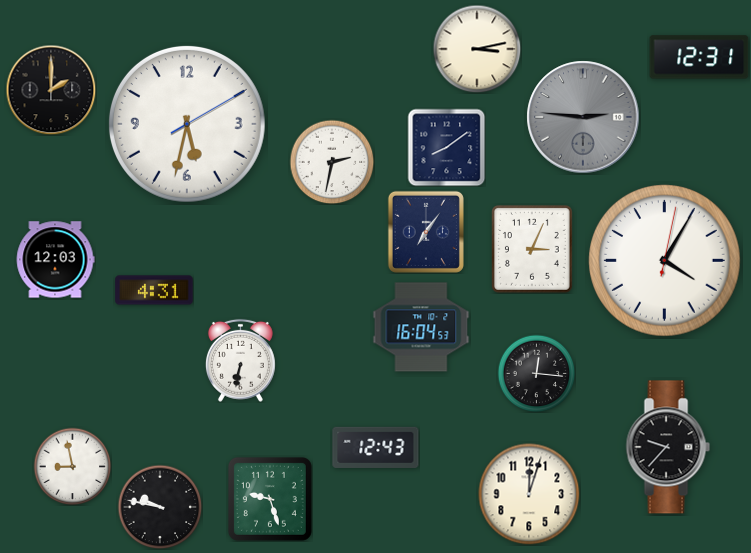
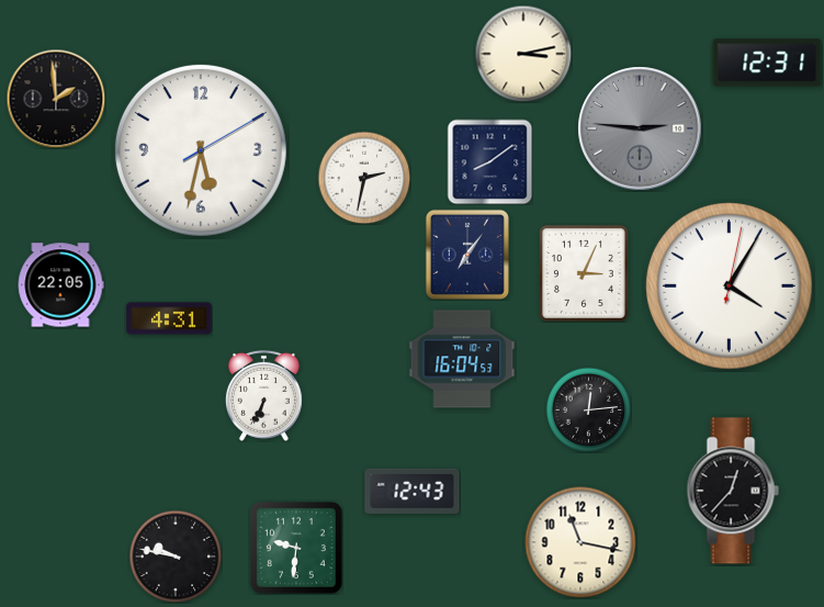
clock at (51, 90): 2:00 -> 1:59
clock at (187, 124) position: (187, 124) -> (201, 150)
clock at (55, 260): 12:03 -> 22:05
clock at (240, 360): 6:32 -> 6:34
clock at (536, 373): 12:16 -> 12:14
clock at (668, 447): 9:37 -> 12:37
clock at (72, 466): 8:58 -> none
clock at (529, 494): 12:03 -> 11:17
clock at (270, 499): 9:27 -> 9:31
